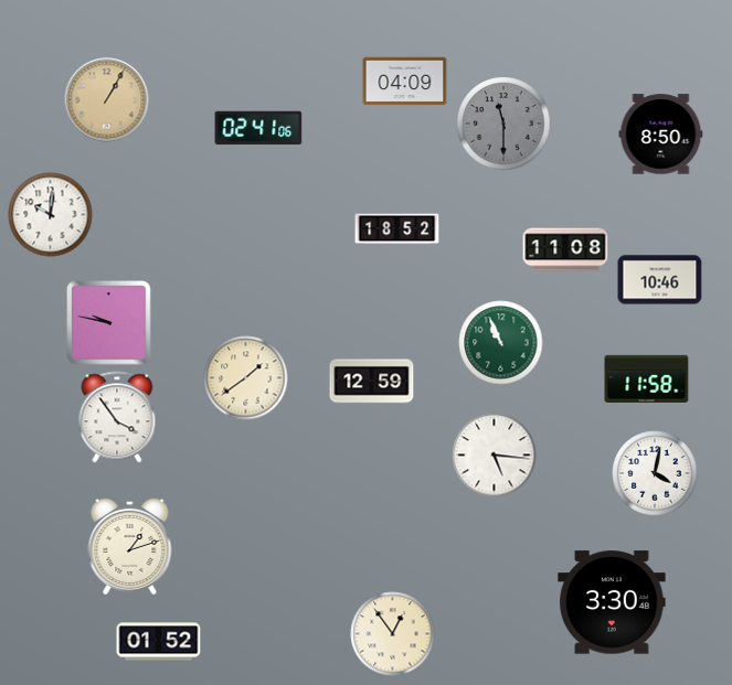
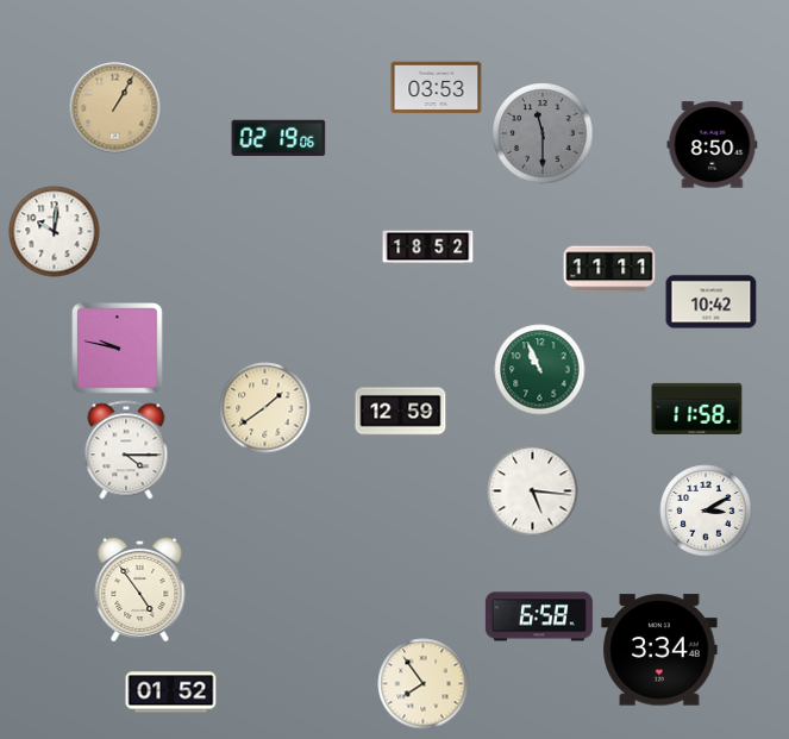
clock at (405, 82): 04:09 -> 03:53
clock at (258, 128): 02:41 -> 02:19
clock at (565, 249): 11:08 -> 11:11
clock at (660, 280): 10:46 -> 10:42
clock at (117, 417): 3:54 -> 4:15
clock at (655, 473): 4:02 -> 3:10
clock at (130, 546): 1:12 -> 4:54
clock at (539, 616): none -> 6:58
clock at (612, 602): 3:30 -> 3:34
clock at (393, 634): 12:54 -> 7:54
